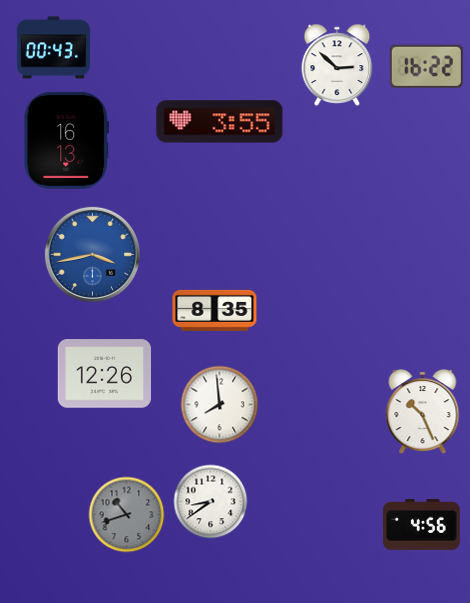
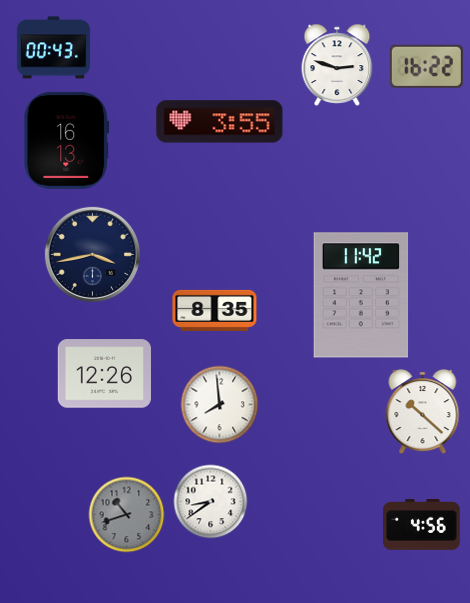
clock at (337, 65): 2:52 -> 2:48
clock at (92, 254) dial: blue -> navy
clock at (361, 295): none -> 11:42
clock at (423, 412): 10:26 -> 10:22
